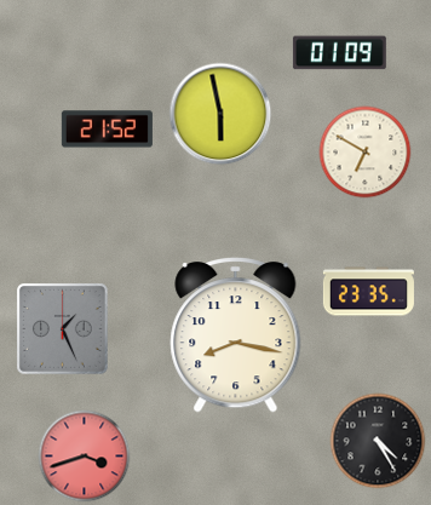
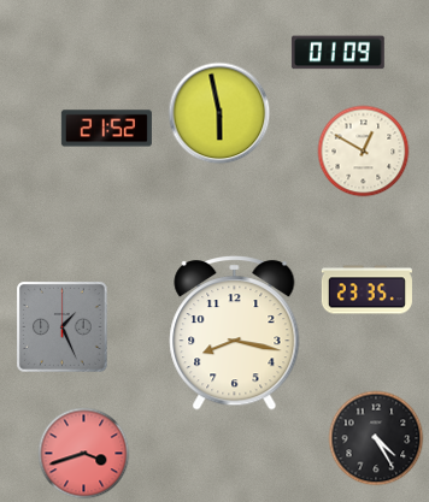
clock at (366, 153): 6:50 -> 12:50
